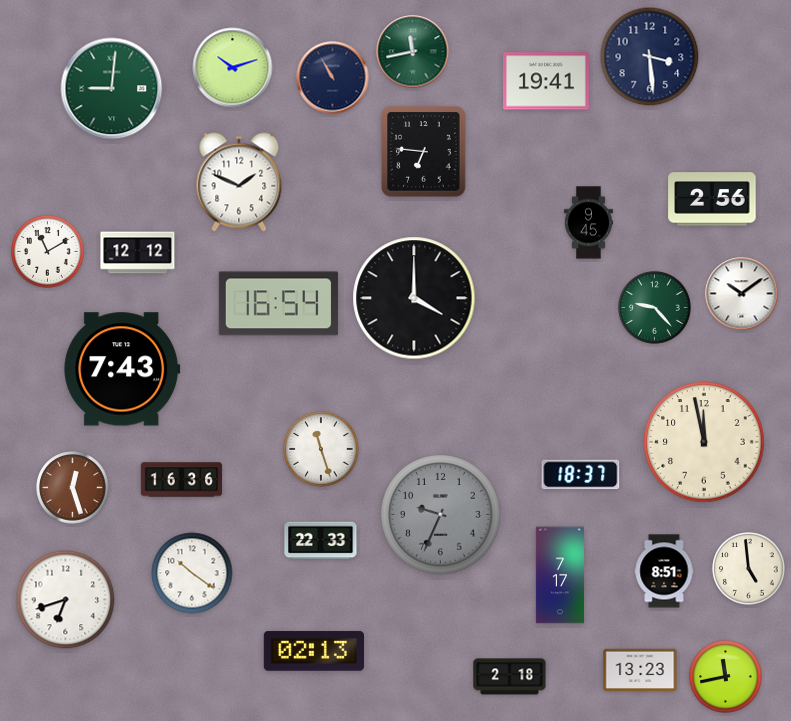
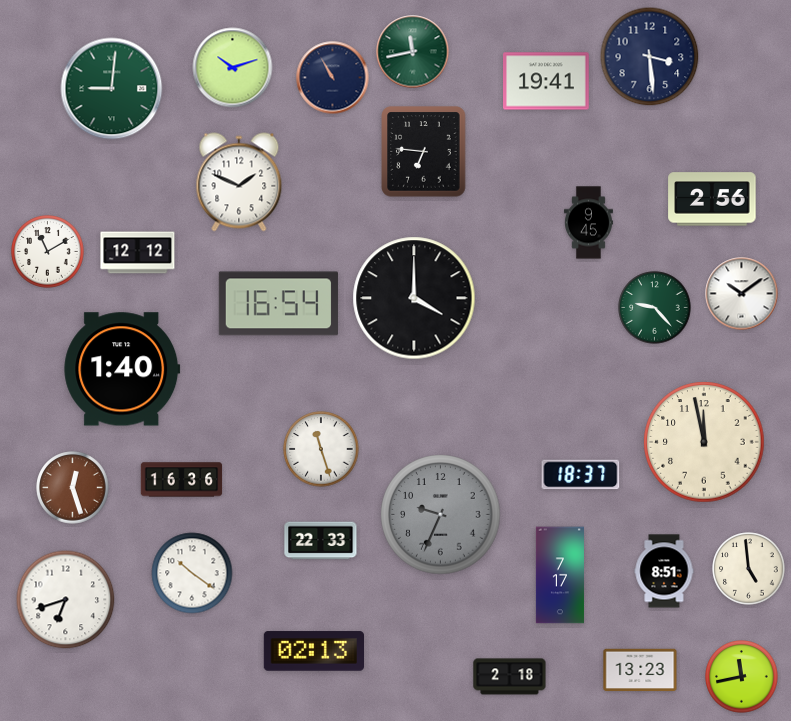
clock at (122, 369): 7:43 -> 1:40
clock at (726, 677) position: (726, 677) -> (742, 677)
